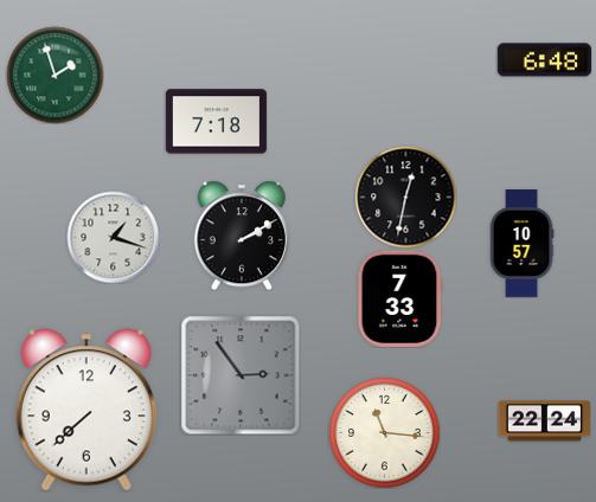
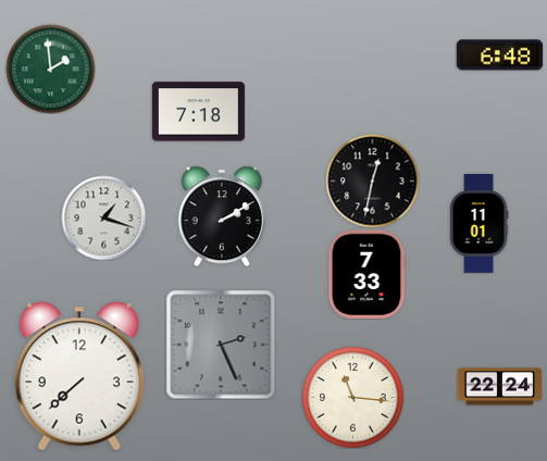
clock at (55, 75): 1:57 -> 1:59
clock at (521, 244): 10:57 -> 11:01
clock at (241, 375): 2:54 -> 2:26
